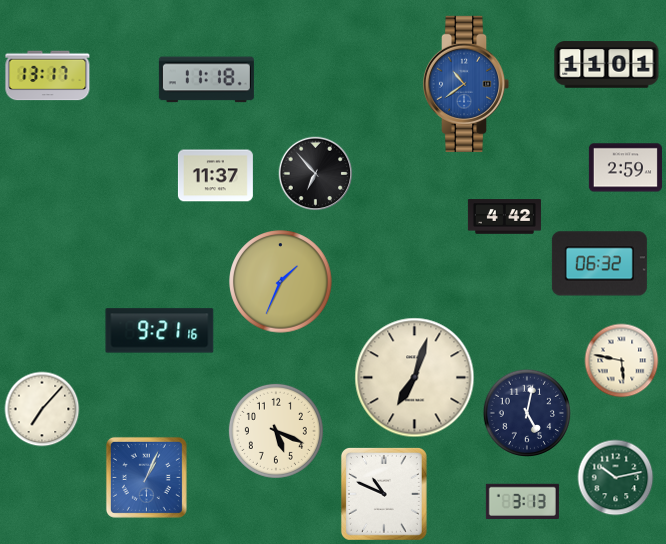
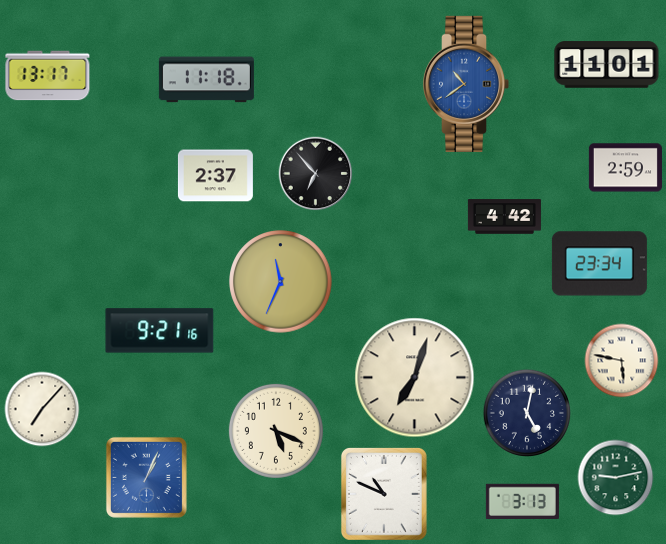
clock at (215, 176): 11:37 -> 2:37
clock at (599, 264): 06:32 -> 23:34
clock at (281, 282): 1:34 -> 11:34
clock at (616, 478): 10:13 -> 9:13
